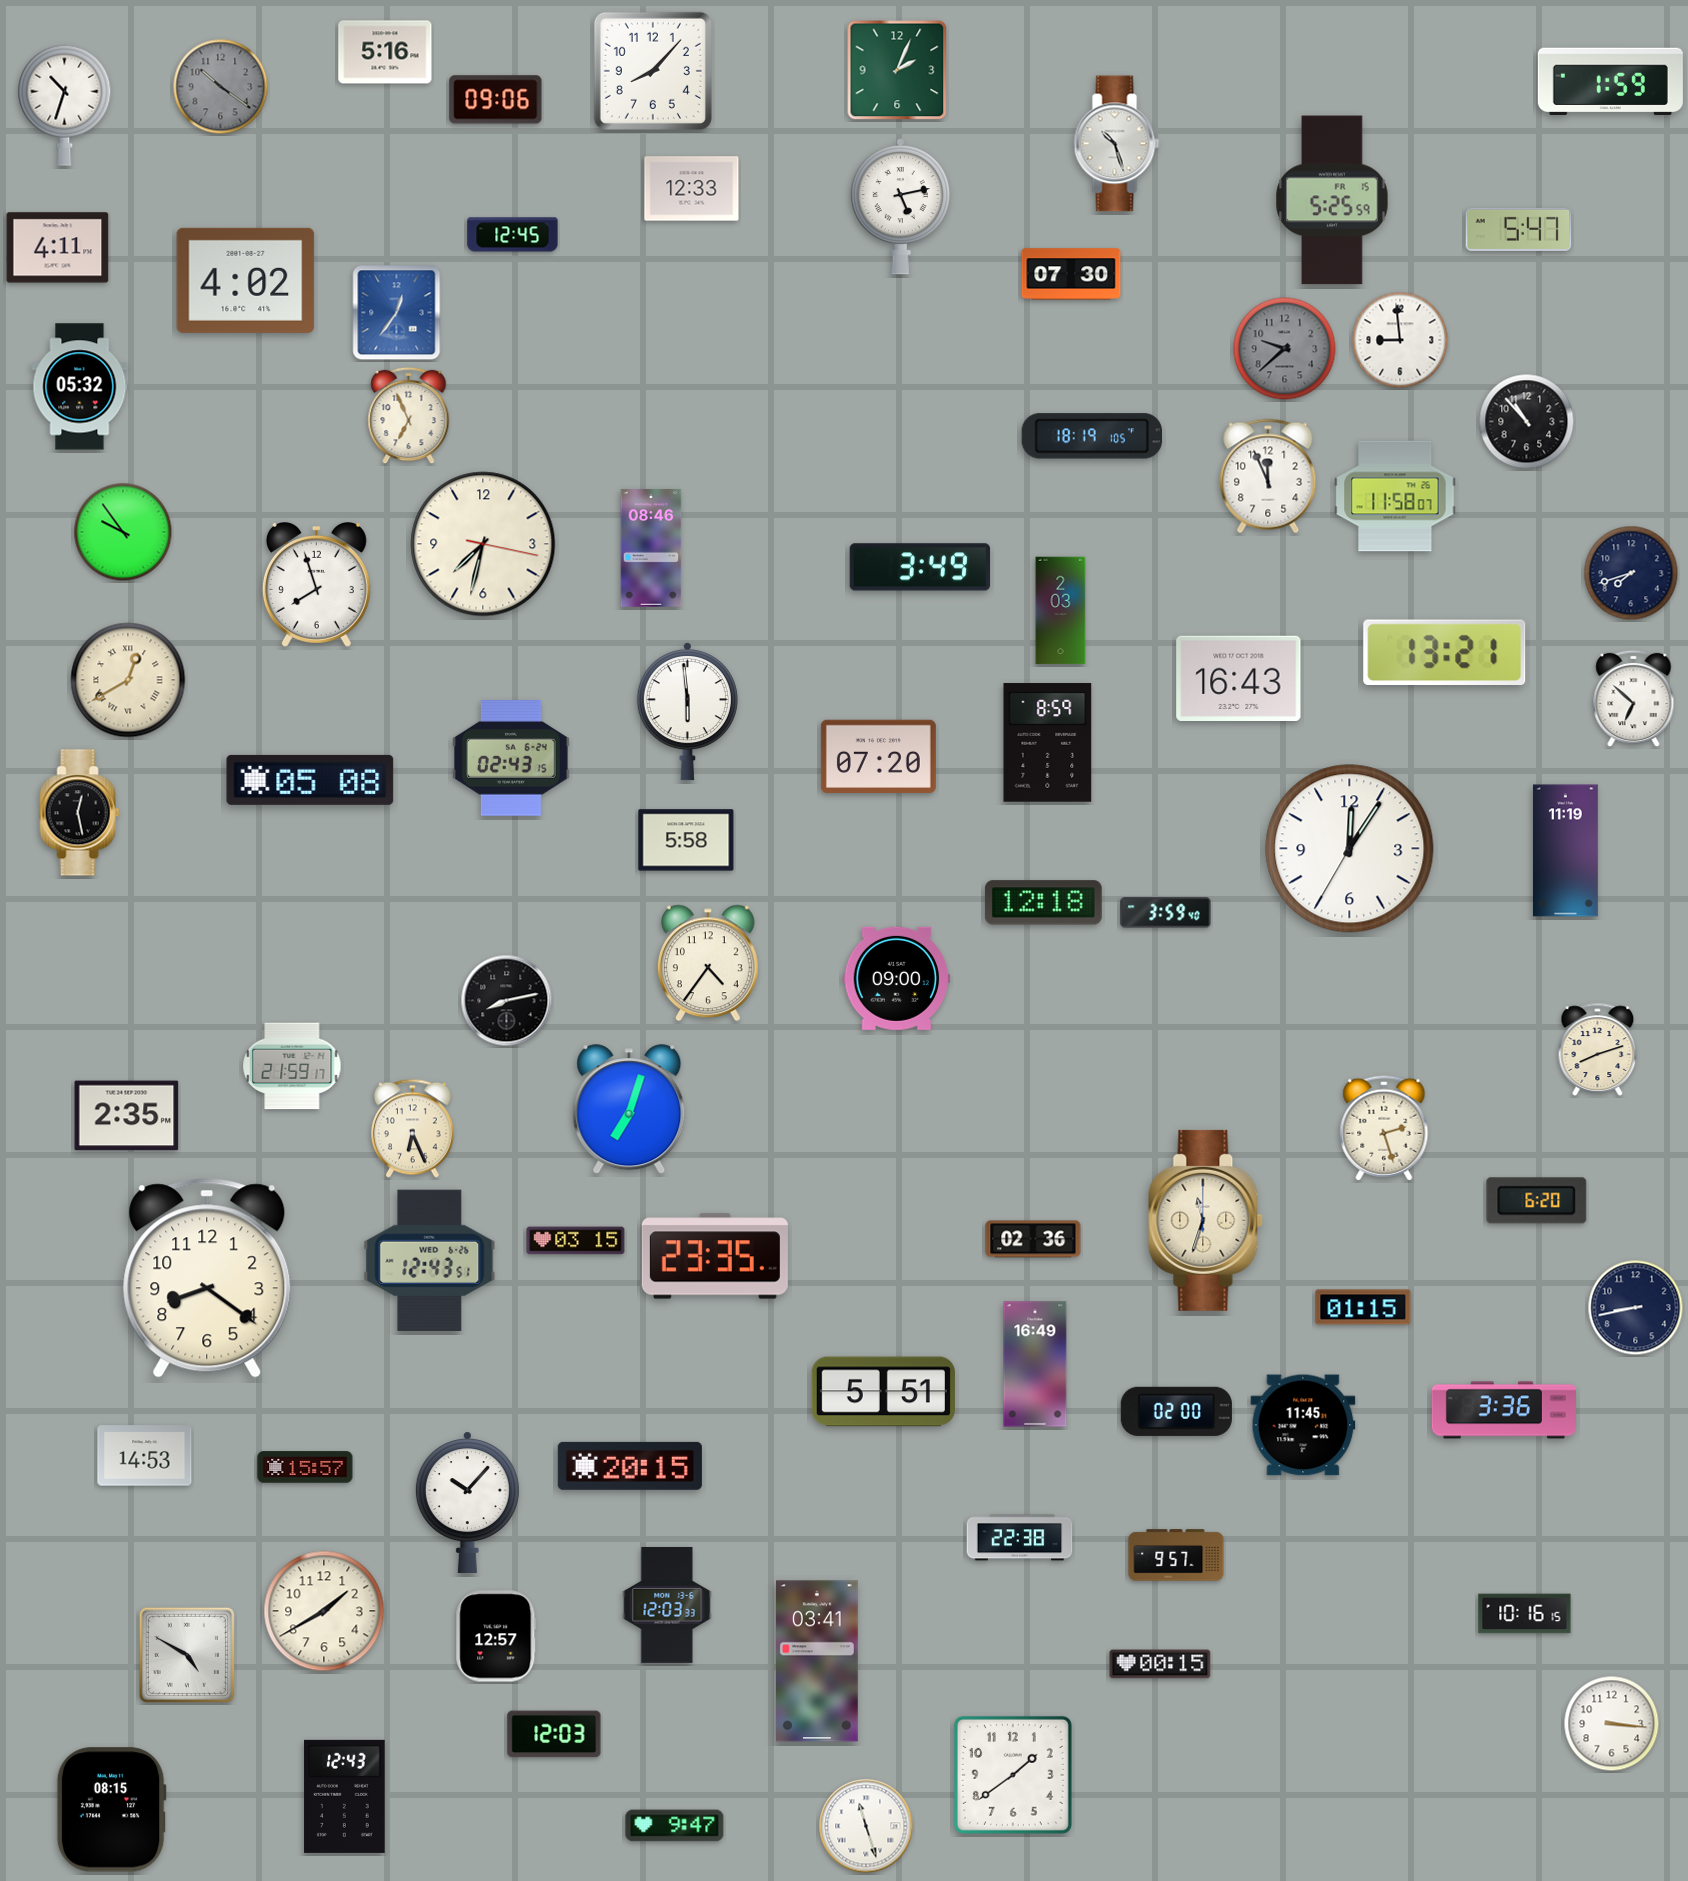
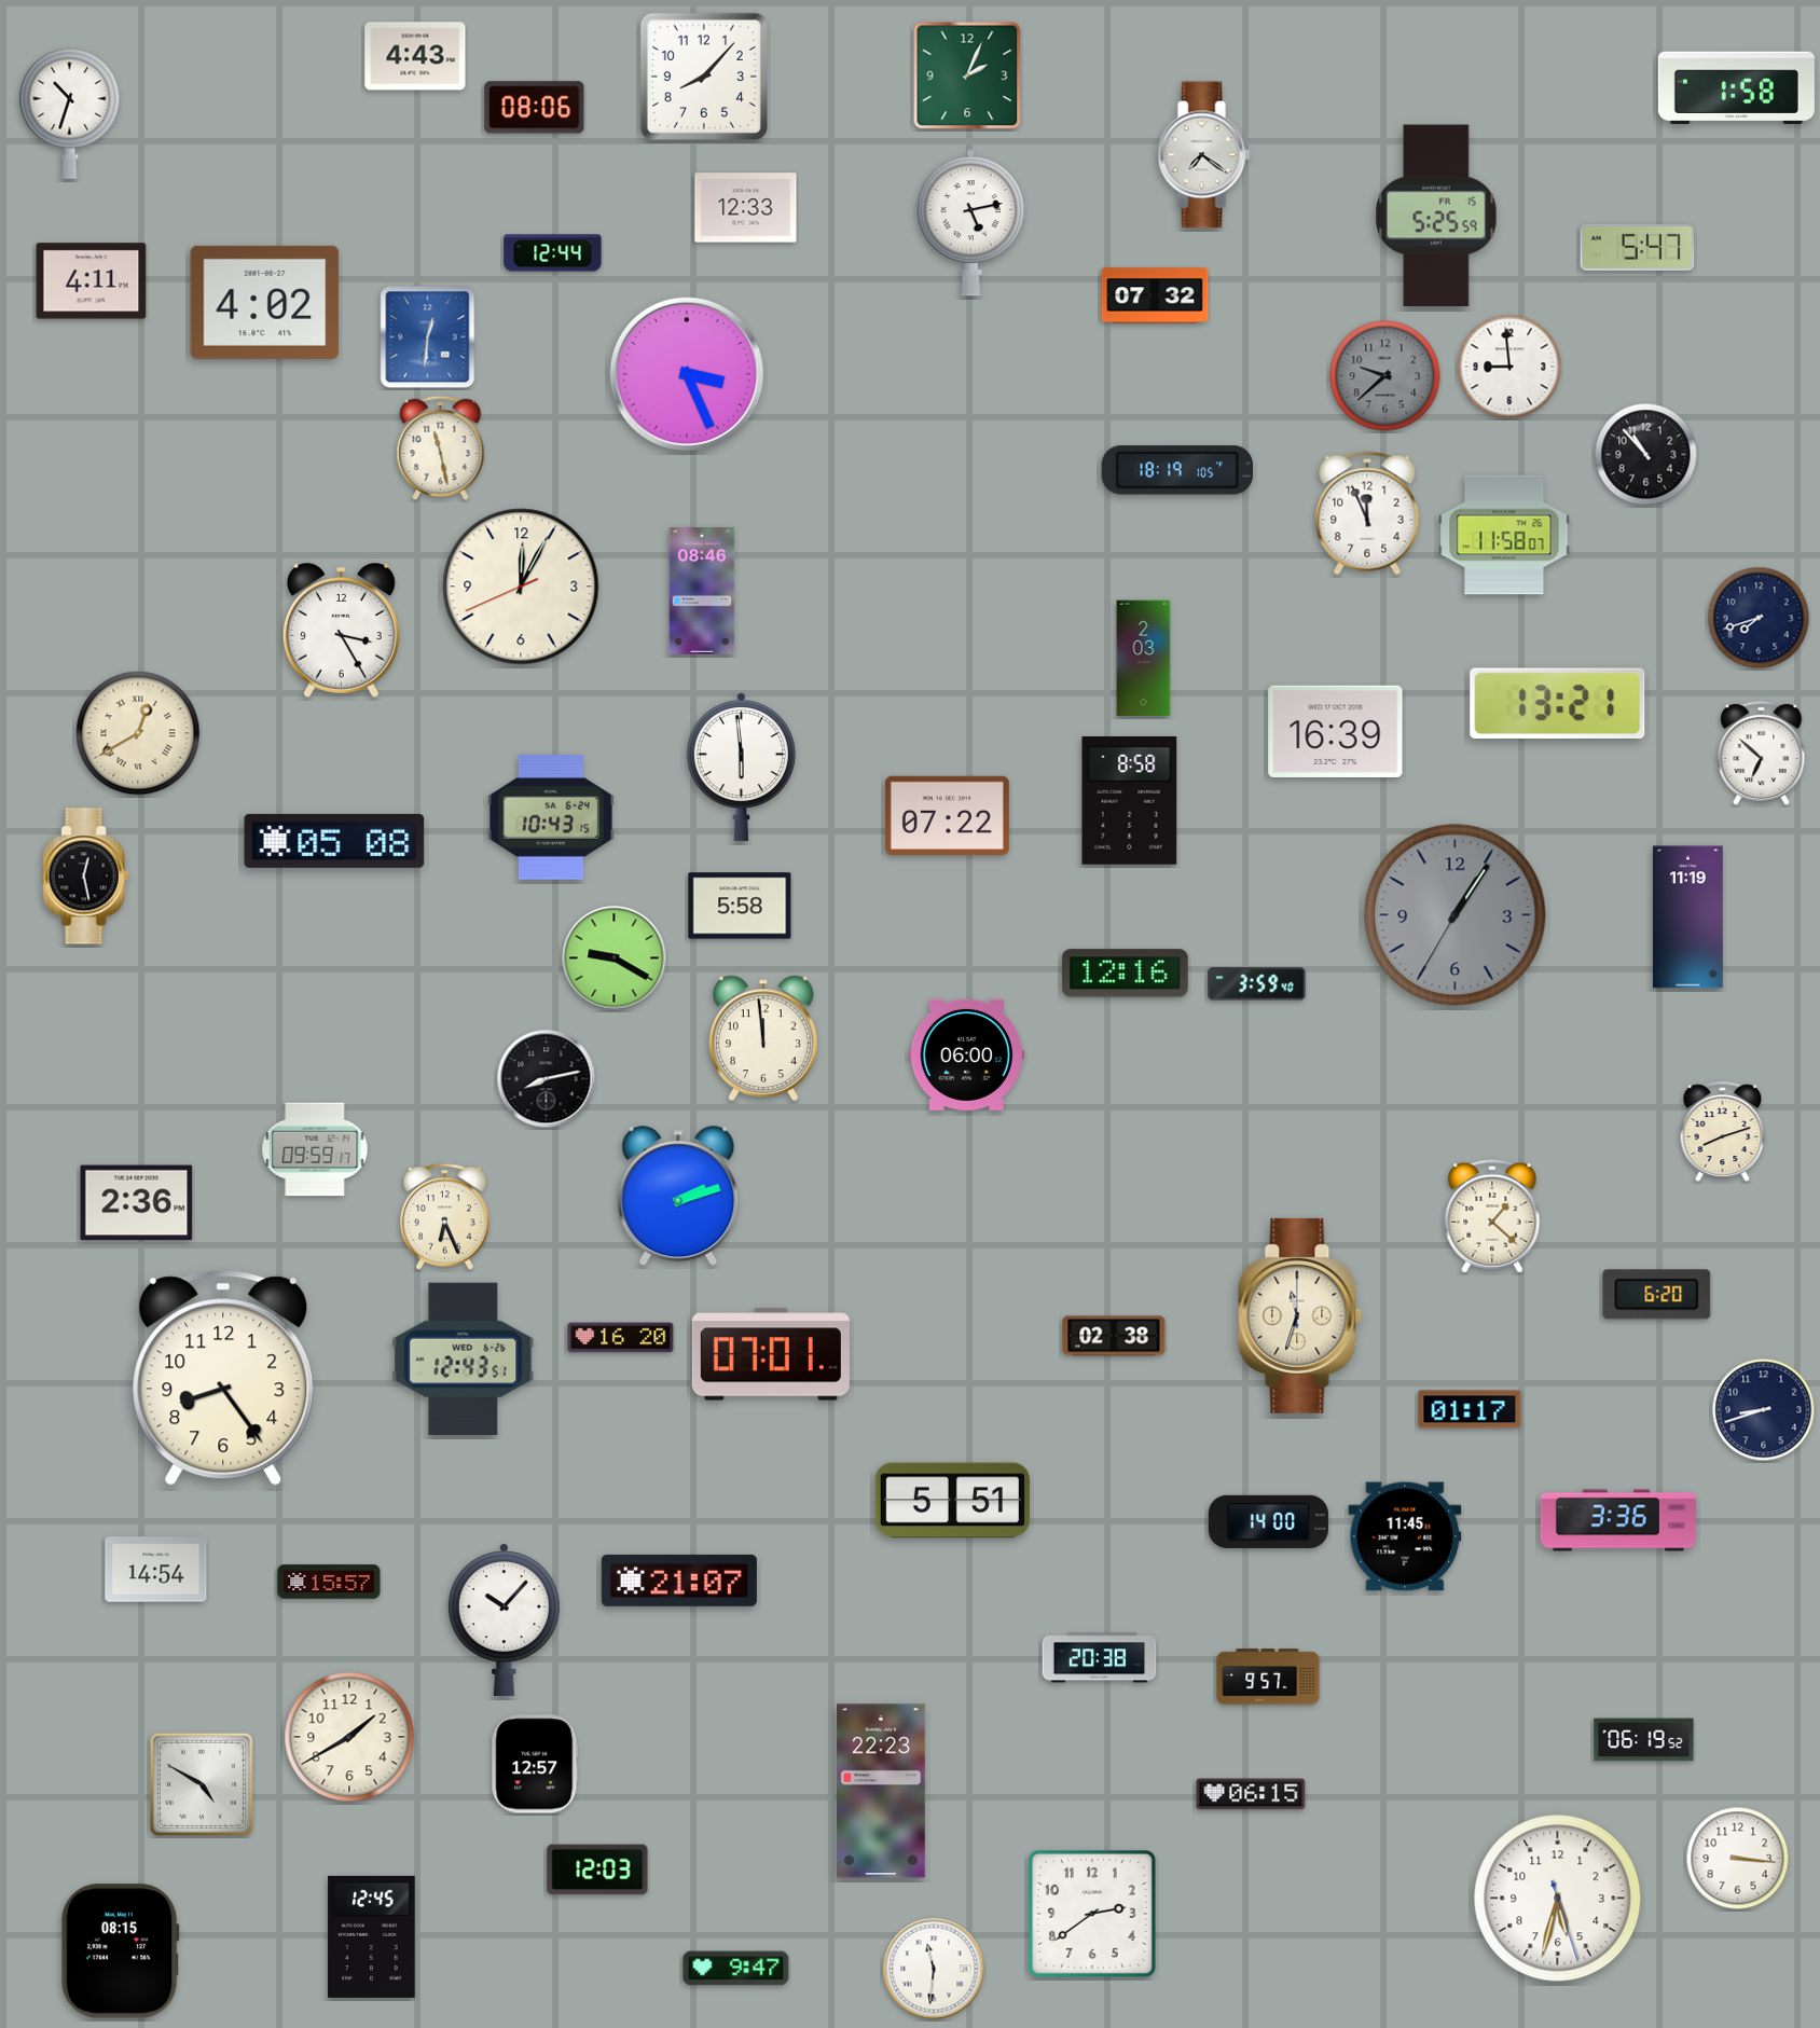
clock at (385, 52): 5:16 -> 4:43
clock at (1610, 81): 1:59 -> 1:58
clock at (221, 87): 10:21 -> none
clock at (496, 100): 09:06 -> 08:06
clock at (1117, 144): 10:27 -> 7:21
clock at (692, 189) position: (692, 189) -> (746, 208)
clock at (513, 235): 12:45 -> 12:44
clock at (58, 248) position: (58, 248) -> (92, 281)
clock at (1071, 274): 07:30 -> 07:32
clock at (397, 313): 12:36 -> 12:31
clock at (687, 374): none -> 3:26
clock at (80, 387): 05:32 -> none
clock at (409, 416): 6:56 -> 11:28
clock at (123, 532): 9:54 -> none
clock at (483, 544): 7:32 -> 12:04
clock at (920, 567): 3:49 -> none
clock at (316, 585): 7:57 -> 3:25
clock at (1239, 678): 16:43 -> 16:39
clock at (1048, 743): 8:59 -> 8:58
clock at (878, 756): 07:20 -> 07:22
clock at (512, 758): 02:43 -> 10:43
clock at (1350, 849): 12:05 -> 1:05
clock at (1350, 849) dial: white -> grey
clock at (615, 958): none -> 9:20
clock at (1043, 903): 12:18 -> 12:16
clock at (708, 963): 4:36 -> 11:59
clock at (897, 978): 09:00 -> 06:00
clock at (292, 1066): 21:59 -> 09:59
clock at (629, 1110): 7:03 -> 2:12
clock at (127, 1116): 2:35 -> 2:36
clock at (1384, 1128): 2:27 -> 1:22
clock at (1033, 1239): 02:36 -> 02:38
clock at (576, 1241): 03:15 -> 16:20
clock at (715, 1256): 23:35 -> 07:01
clock at (207, 1278): 8:21 -> 8:24
clock at (1363, 1307): 01:15 -> 01:17
clock at (1636, 1308): 8:43 -> 8:42
clock at (1035, 1364): 16:49 -> none
clock at (1504, 1410) position: (1504, 1410) -> (1618, 1520)
clock at (1176, 1411): 02:00 -> 14:00
clock at (145, 1456): 14:53 -> 14:54
clock at (630, 1466): 20:15 -> 21:07
clock at (1020, 1538): 22:38 -> 20:38
clock at (667, 1605): 12:03 -> none
clock at (1525, 1614): 10:16 -> 06:19
clock at (818, 1661): 03:41 -> 22:23
clock at (1160, 1664): 00:15 -> 06:15
clock at (1558, 1899): none -> 5:32
clock at (1013, 1775): 1:39 -> 2:39
clock at (345, 1796): 12:43 -> 12:45
clock at (675, 1826) position: (675, 1826) -> (736, 1969)
clock at (866, 1826): 11:27 -> 11:31
